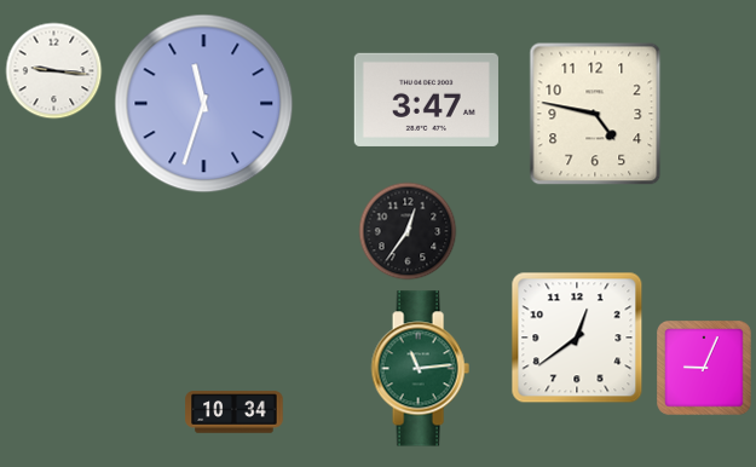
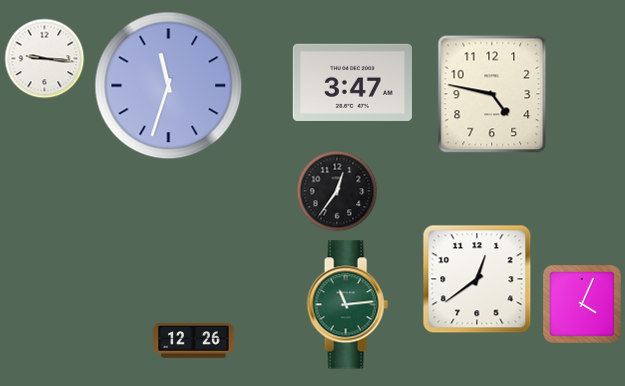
clock at (705, 369): 9:04 -> 4:04
clock at (235, 413): 10:34 -> 12:26
